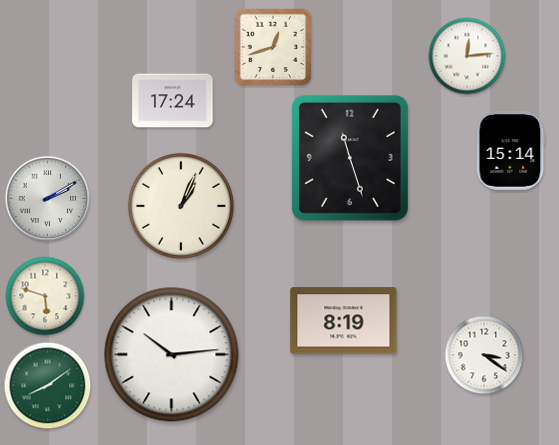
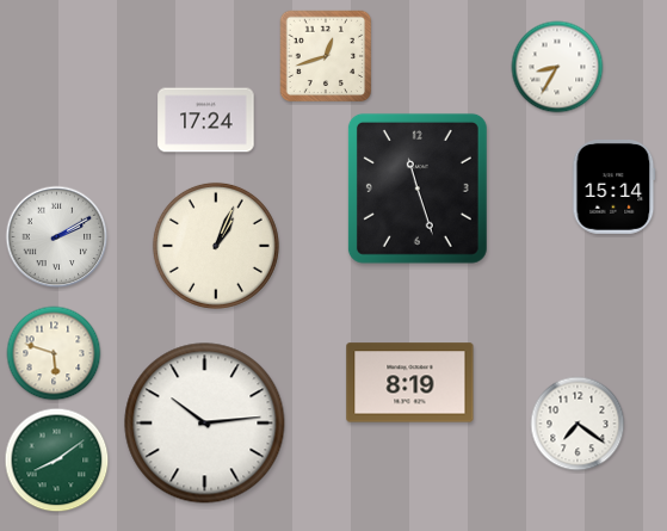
clock at (467, 56): 12:14 -> 8:35
clock at (511, 151) position: (511, 151) -> (614, 187)
clock at (484, 355): 3:21 -> 7:21
